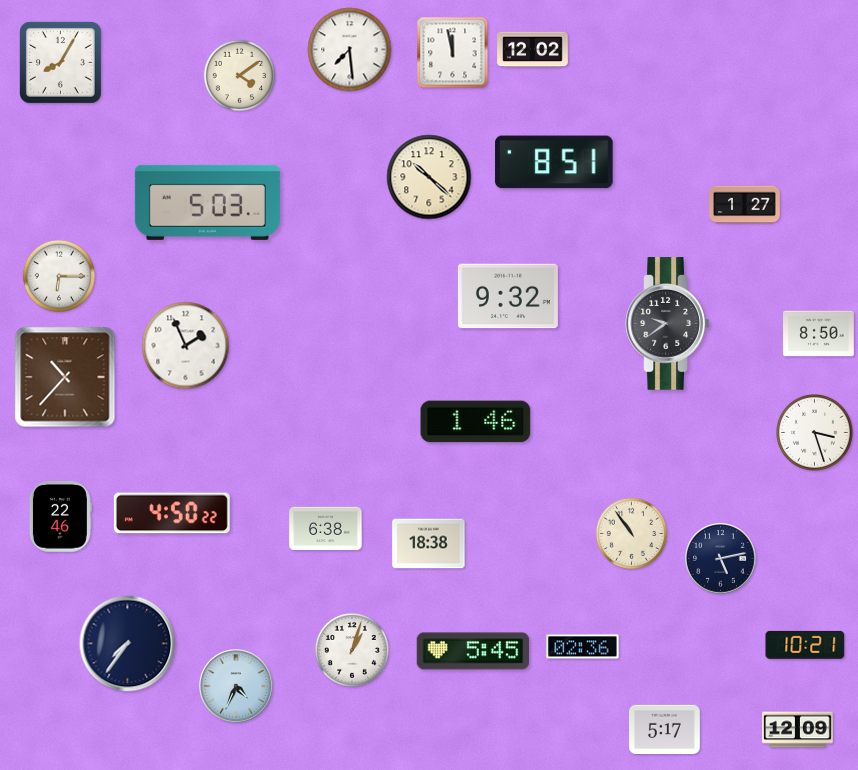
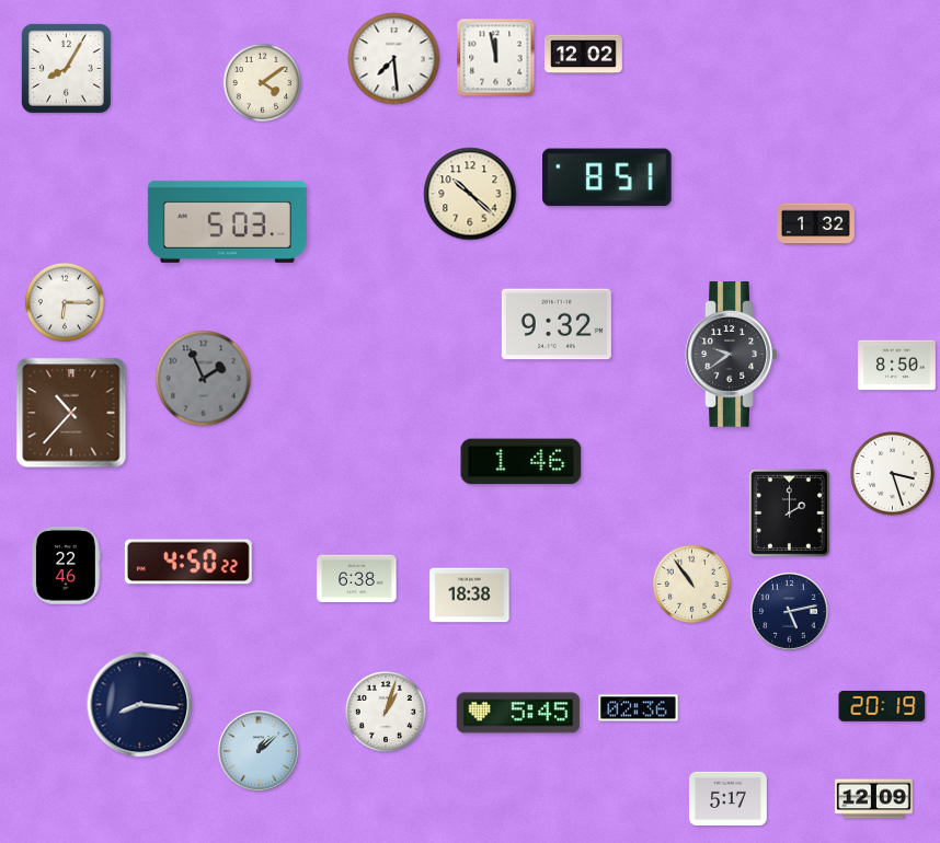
clock at (350, 50) position: (350, 50) -> (394, 59)
clock at (745, 205): 1:27 -> 1:32
clock at (186, 346) dial: white -> grey
clock at (789, 512): none -> 2:00
clock at (128, 644): 7:36 -> 8:16
clock at (805, 645): 10:21 -> 20:19
clock at (236, 686): 4:34 -> 1:08
